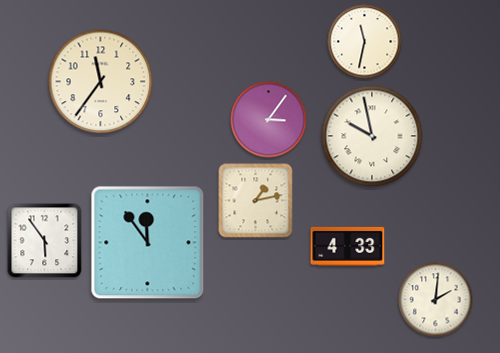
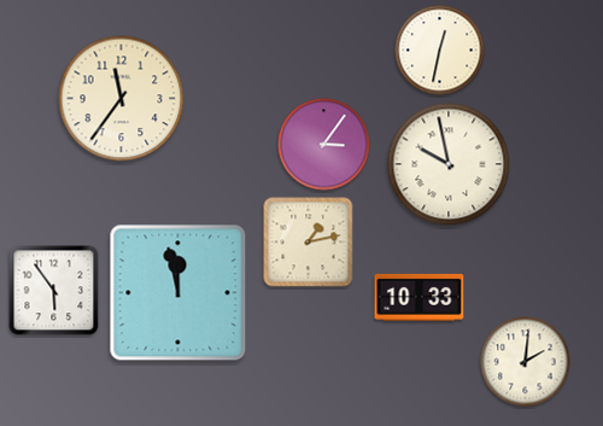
clock at (365, 42): 11:32 -> 12:32
clock at (148, 243): 11:54 -> 11:58
clock at (348, 246): 4:33 -> 10:33
